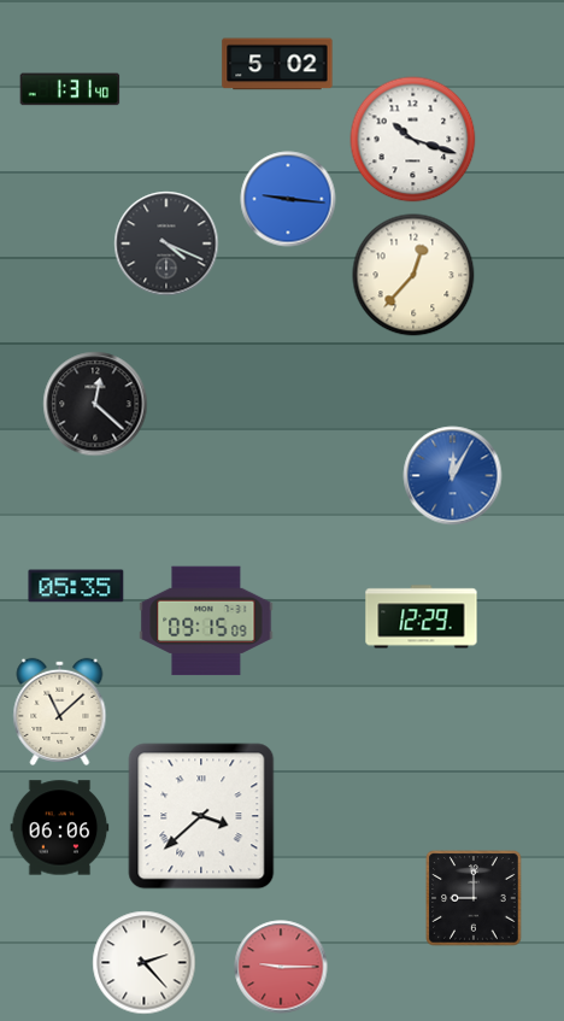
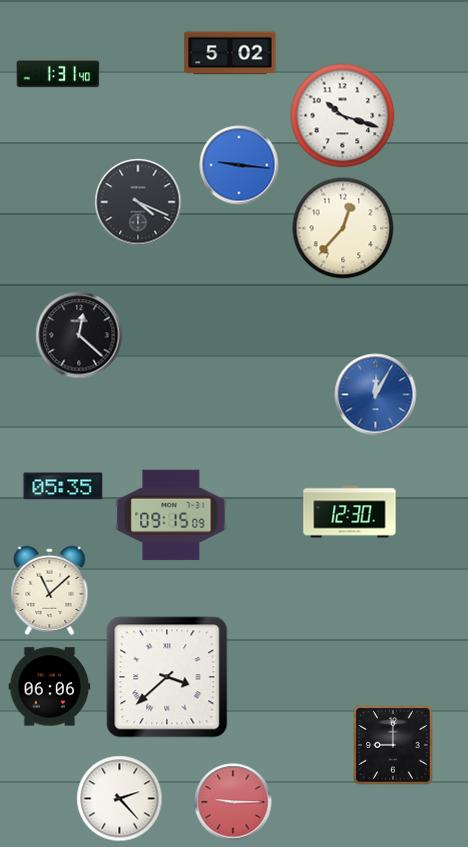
clock at (422, 617): 12:29 -> 12:30
